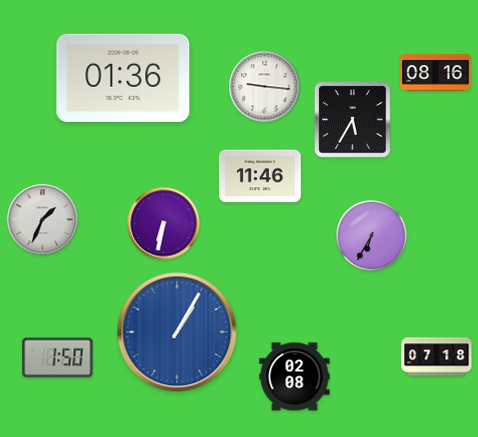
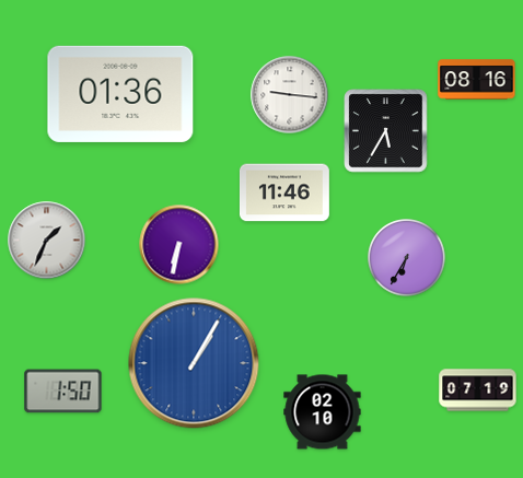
clock at (123, 78) position: (123, 78) -> (120, 94)
clock at (437, 357): 07:18 -> 07:19
clock at (295, 377): 02:08 -> 02:10
